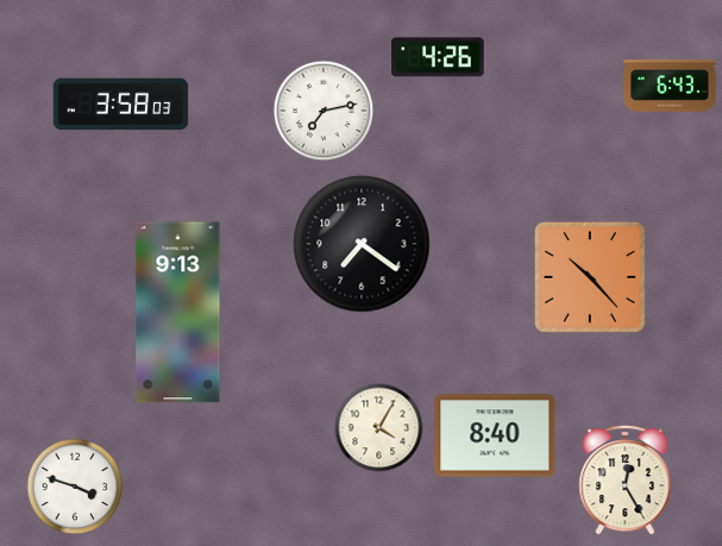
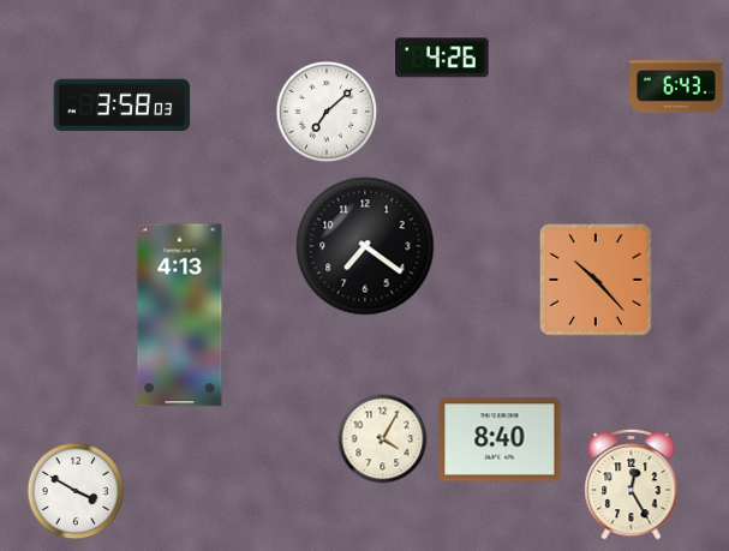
clock at (324, 111): 7:13 -> 7:08
clock at (178, 313): 9:13 -> 4:13
clock at (379, 428) position: (379, 428) -> (383, 439)
clock at (75, 487): 3:48 -> 3:50
